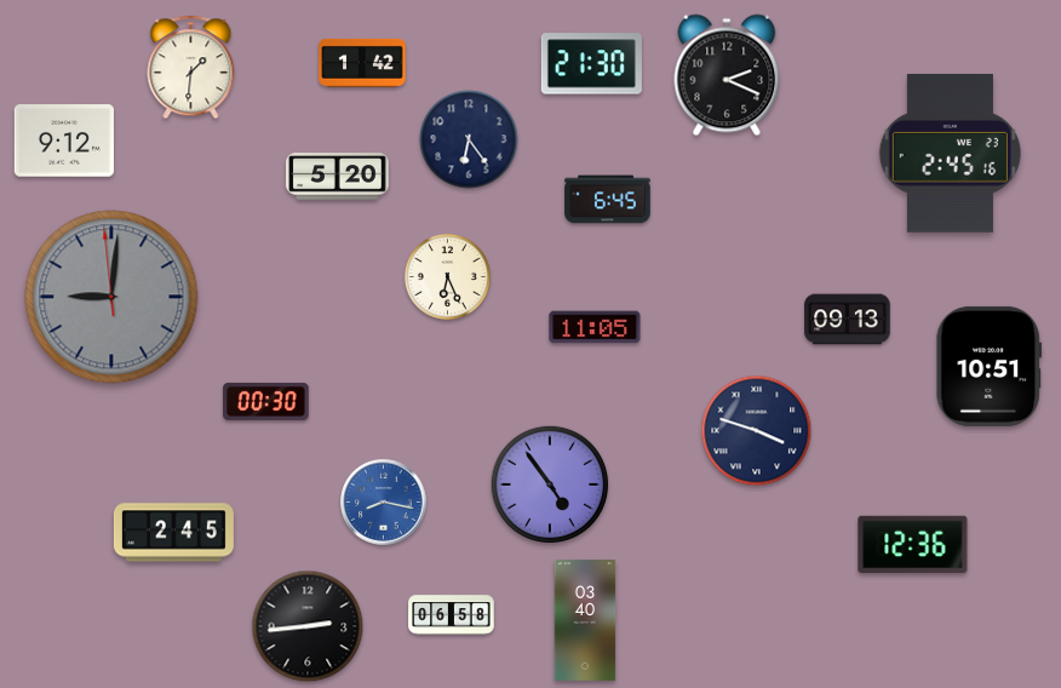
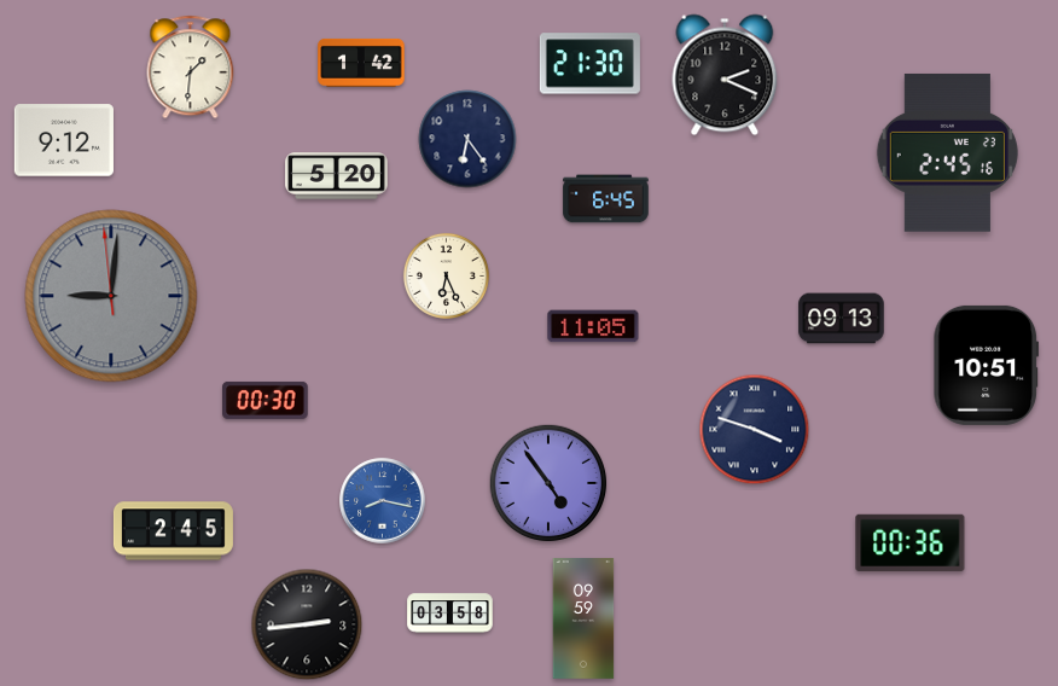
clock at (848, 320) position: (848, 320) -> (842, 319)
clock at (913, 545): 12:36 -> 00:36
clock at (452, 615): 06:58 -> 03:58
clock at (585, 621): 03:40 -> 09:59
